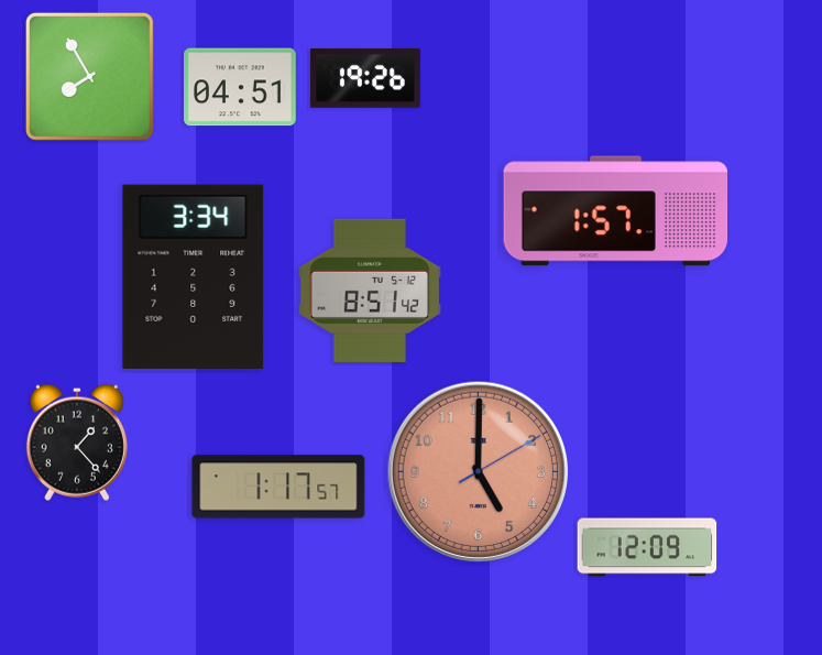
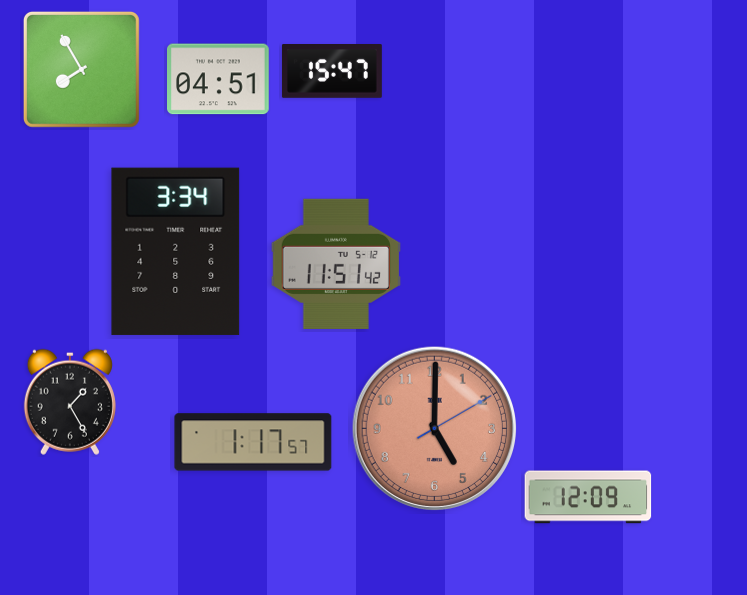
clock at (365, 79): 19:26 -> 15:47
clock at (616, 211): 1:57 -> none
clock at (370, 291): 8:51 -> 11:51
clock at (77, 443): 1:23 -> 1:25
